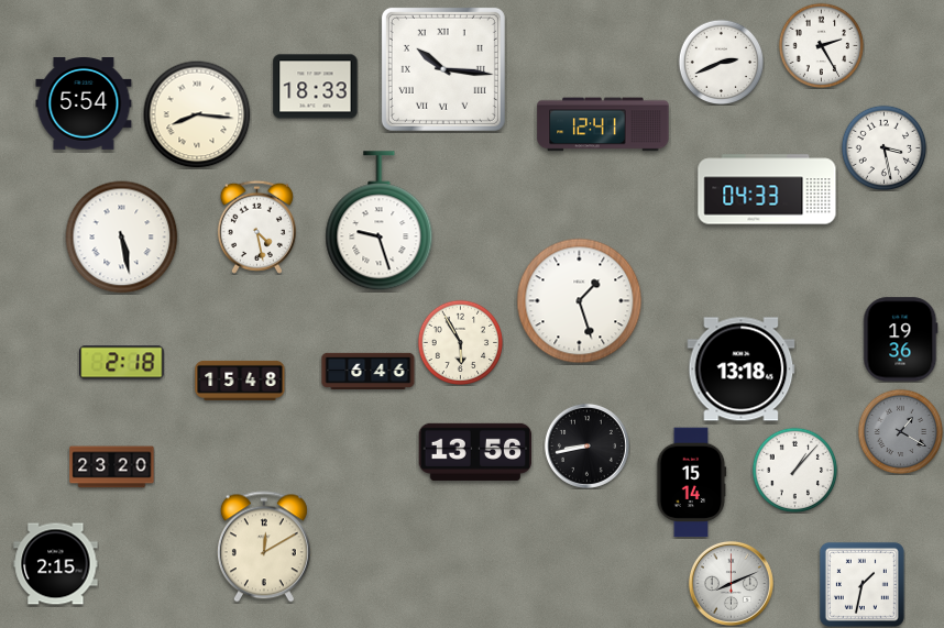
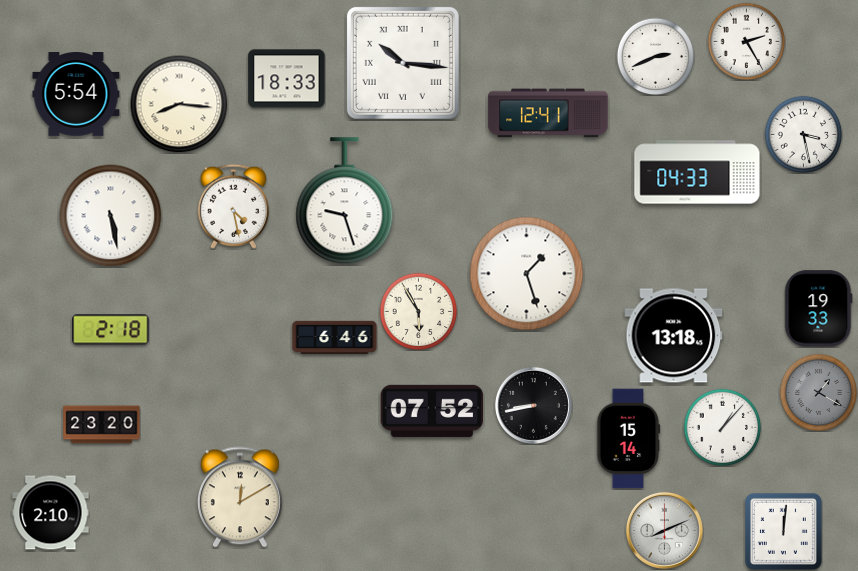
clock at (901, 340): 19:36 -> 19:33
clock at (240, 381): 15:48 -> none
clock at (475, 452): 13:56 -> 07:52
clock at (56, 564): 2:15 -> 2:10
clock at (861, 584): 1:32 -> 12:01
